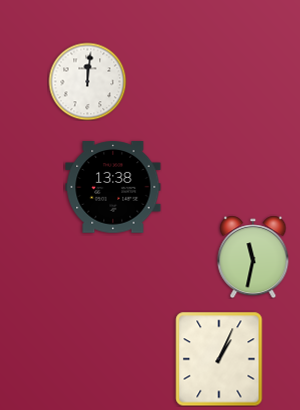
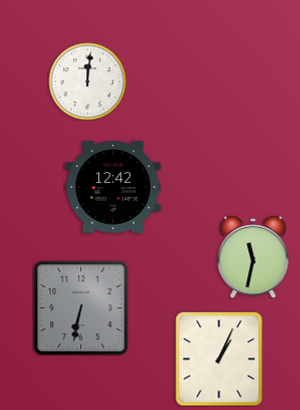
clock at (113, 187): 13:38 -> 12:42
clock at (81, 308): none -> 6:32
